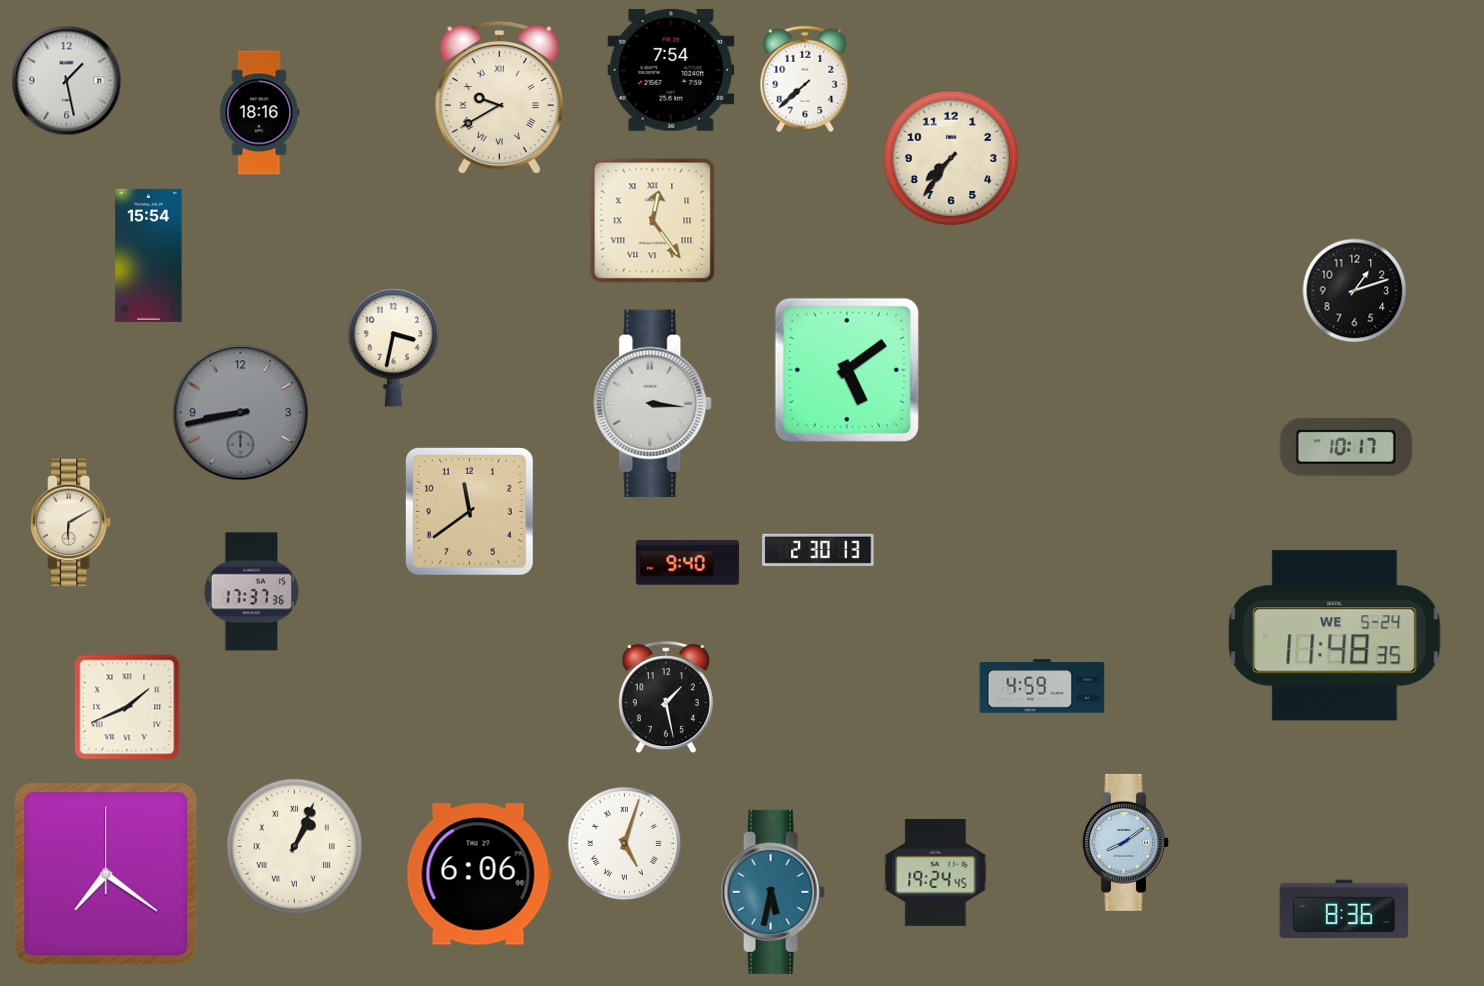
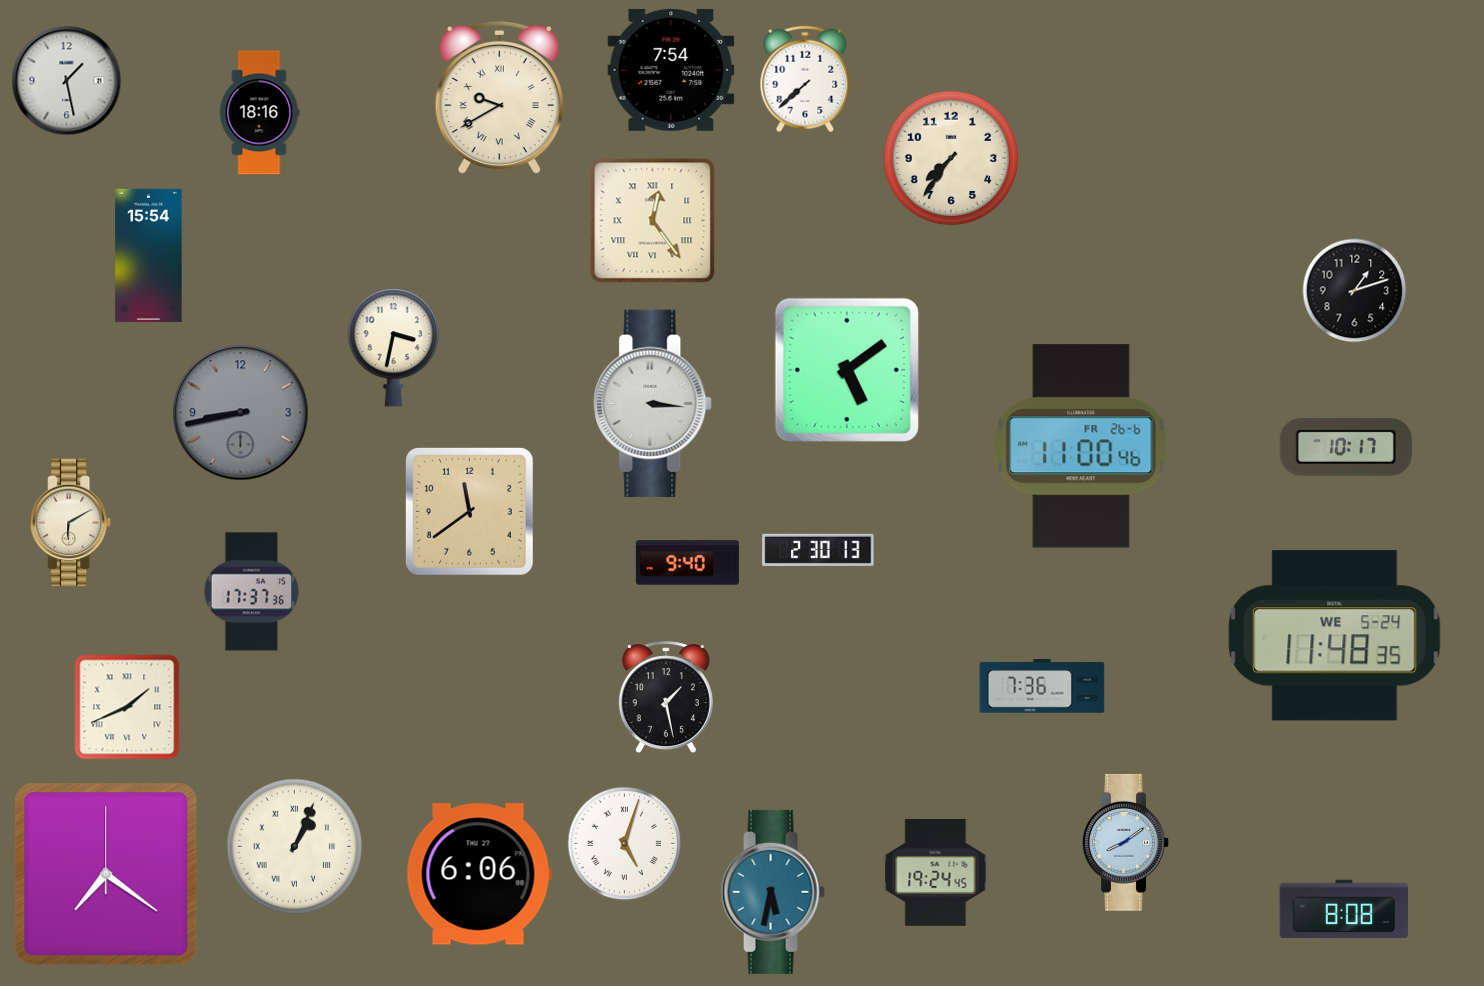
clock at (1081, 446): none -> 11:00
clock at (1042, 686): 4:59 -> 7:36
clock at (1344, 909): 8:36 -> 8:08
